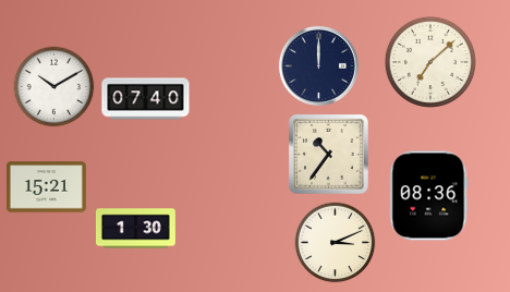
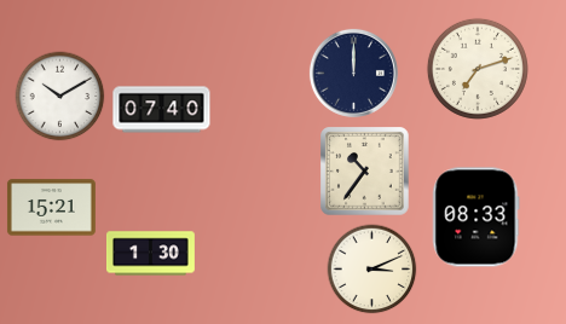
clock at (430, 62): 7:08 -> 7:12
clock at (429, 196): 08:36 -> 08:33
